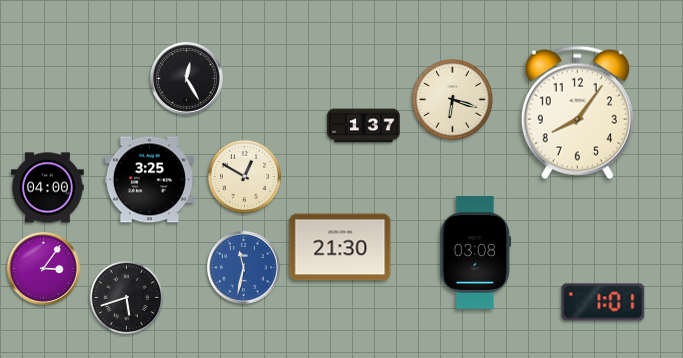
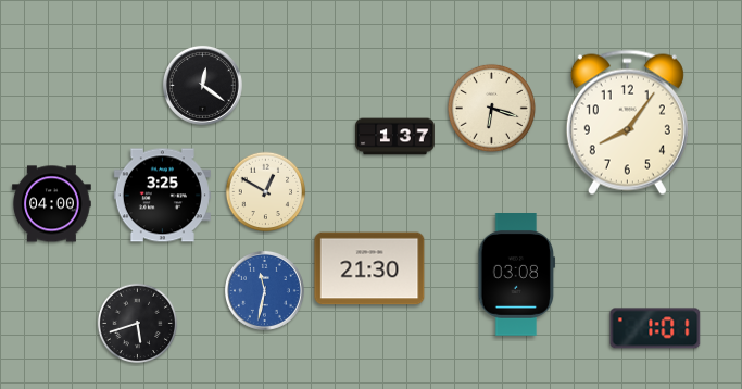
clock at (186, 78): 12:25 -> 12:21
clock at (43, 268): 3:06 -> none
